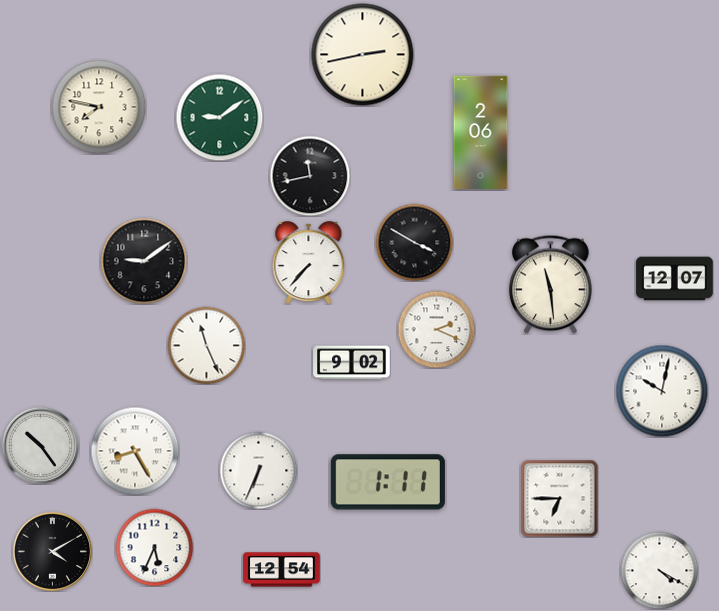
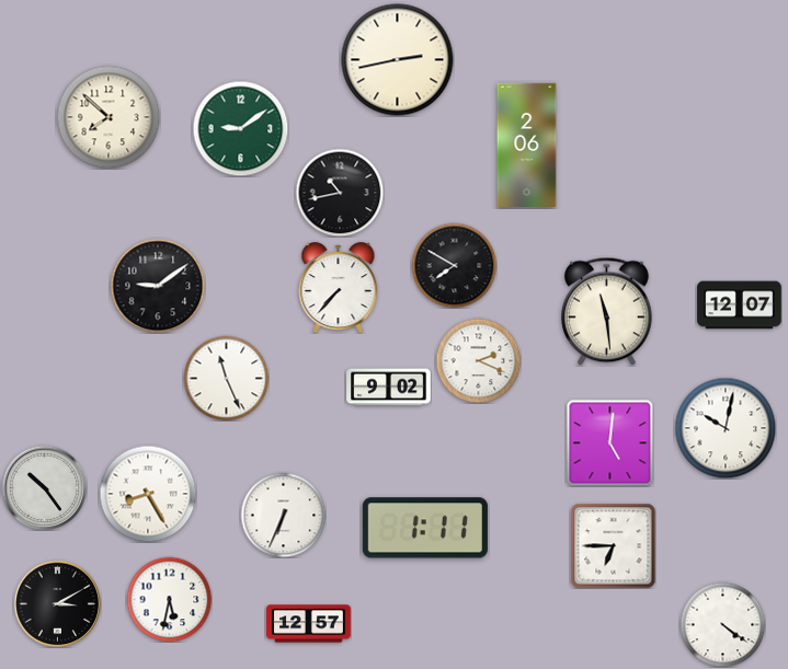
clock at (99, 107): 7:47 -> 7:52
clock at (310, 176): 11:43 -> 10:43
clock at (414, 242): 3:50 -> 7:50
clock at (551, 284) position: (551, 284) -> (607, 311)
clock at (352, 363) position: (352, 363) -> (389, 388)
clock at (609, 442): none -> 5:01
clock at (154, 547): 5:34 -> 5:32
clock at (52, 551): 4:10 -> 3:10
clock at (282, 570): 12:54 -> 12:57
clock at (659, 570): 4:20 -> 4:21
